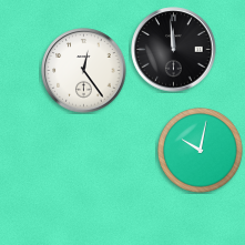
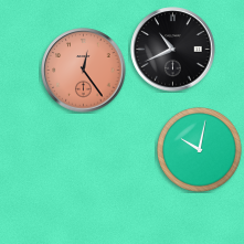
clock at (174, 50): 11:59 -> 10:41
clock at (84, 71) dial: white -> salmon
